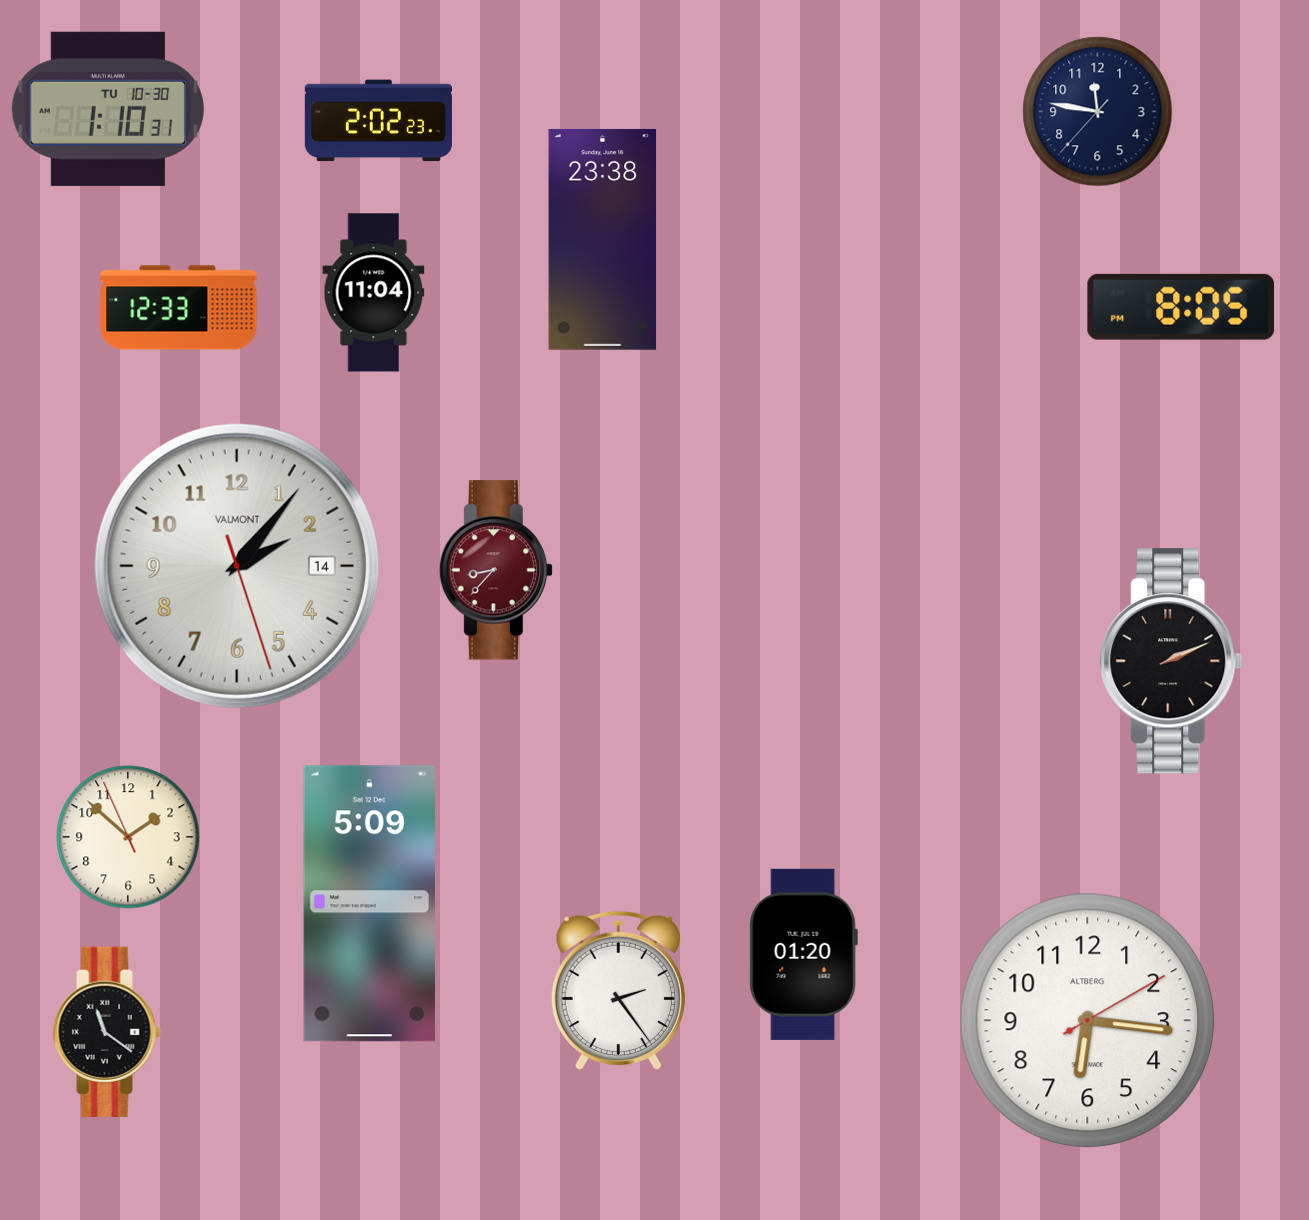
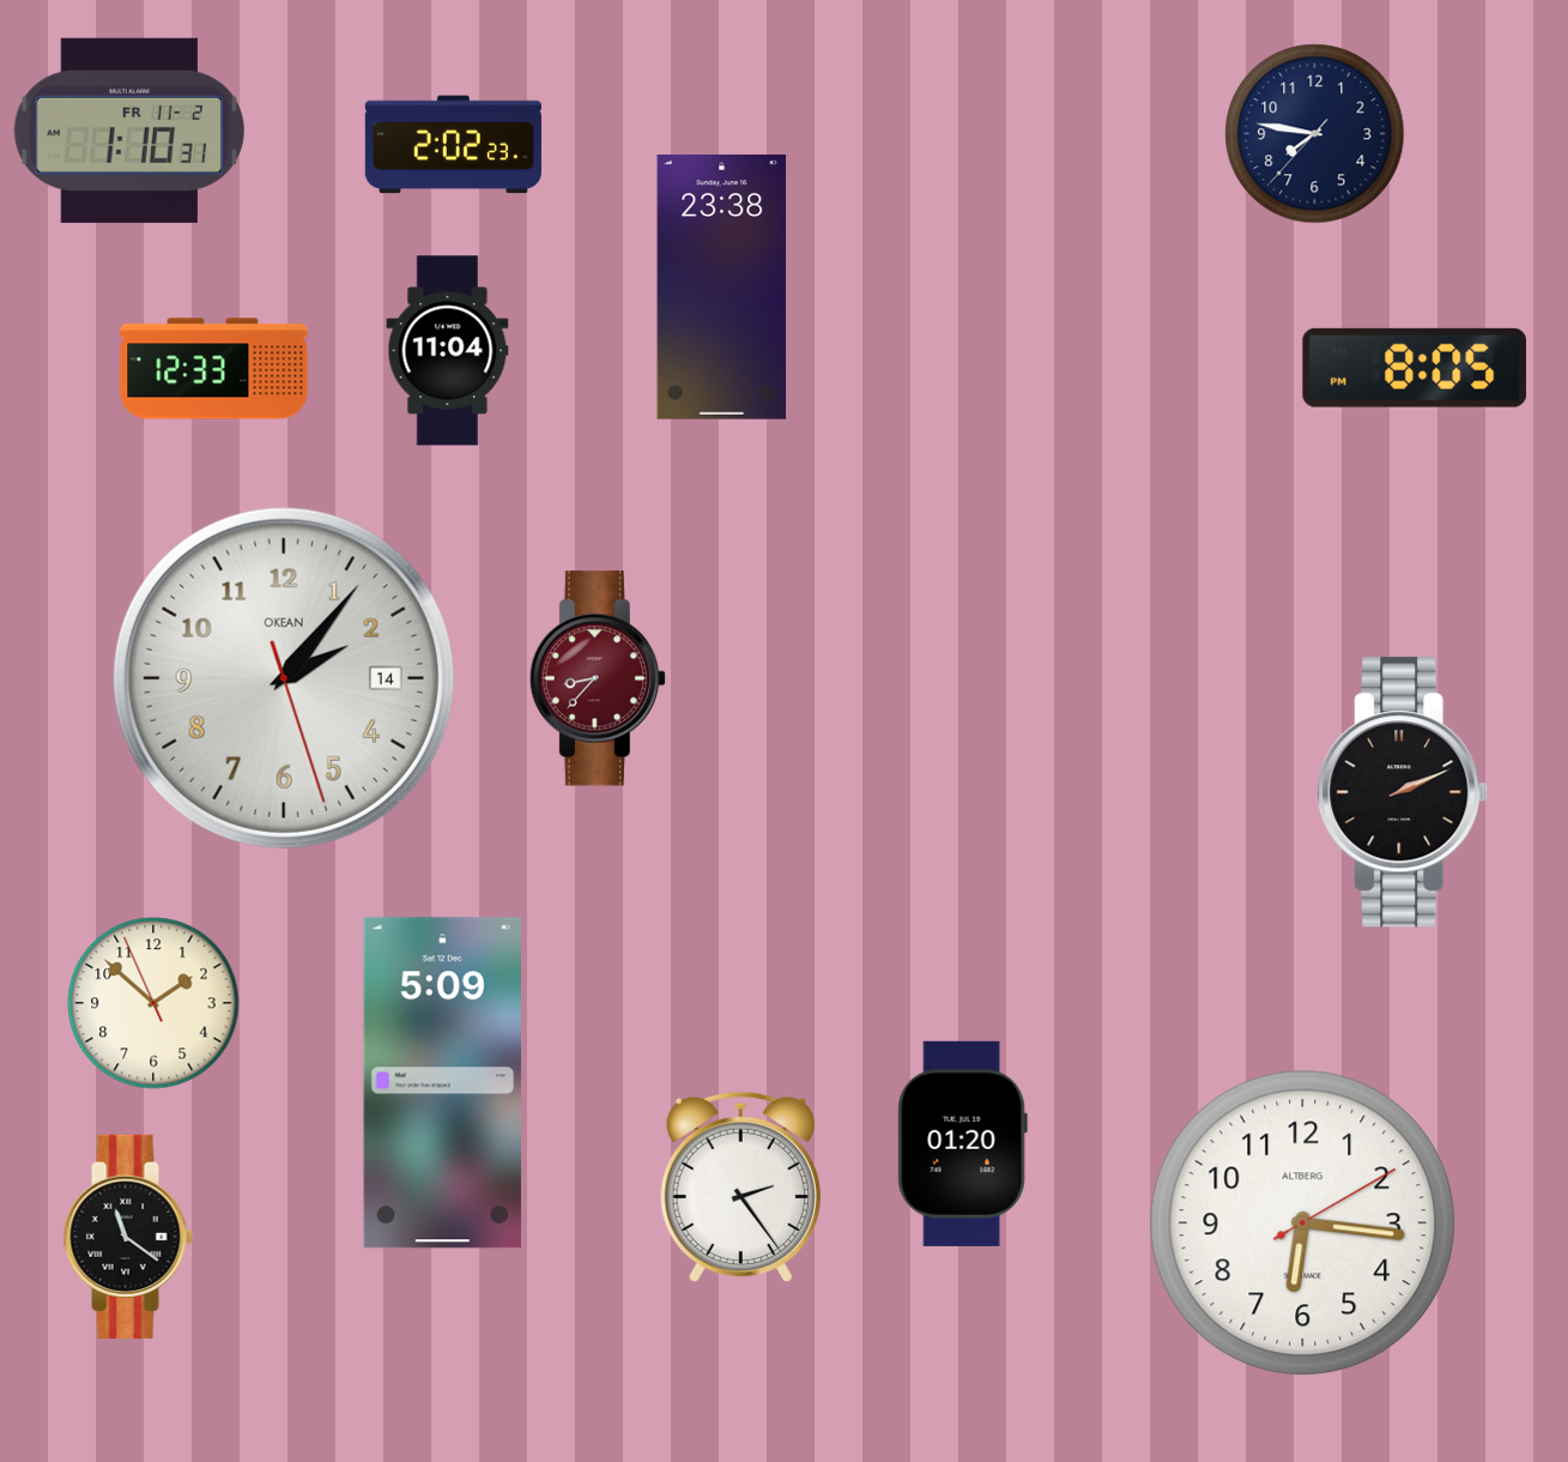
clock at (108, 109) date: TU 10-30 -> FR 11-2
clock at (1098, 112): 11:46 -> 7:46
clock at (237, 566) brand: VALMONT -> OKEAN
clock at (495, 570) position: (495, 570) -> (597, 678)
